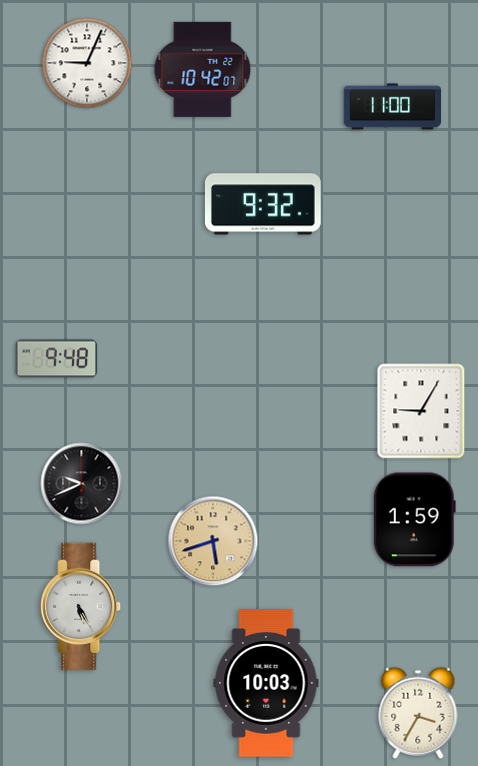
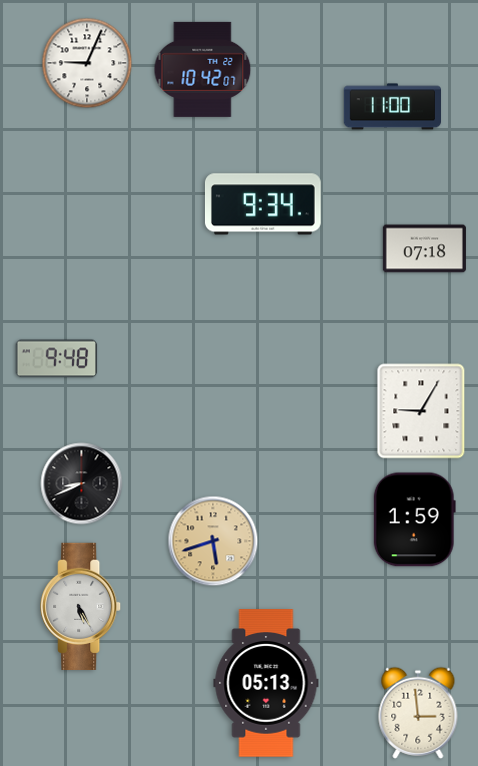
clock at (263, 204): 9:32 -> 9:34
clock at (424, 249): none -> 07:18
clock at (82, 484): 9:41 -> 8:41
clock at (266, 683): 10:03 -> 05:13
clock at (418, 713): 3:35 -> 2:59
